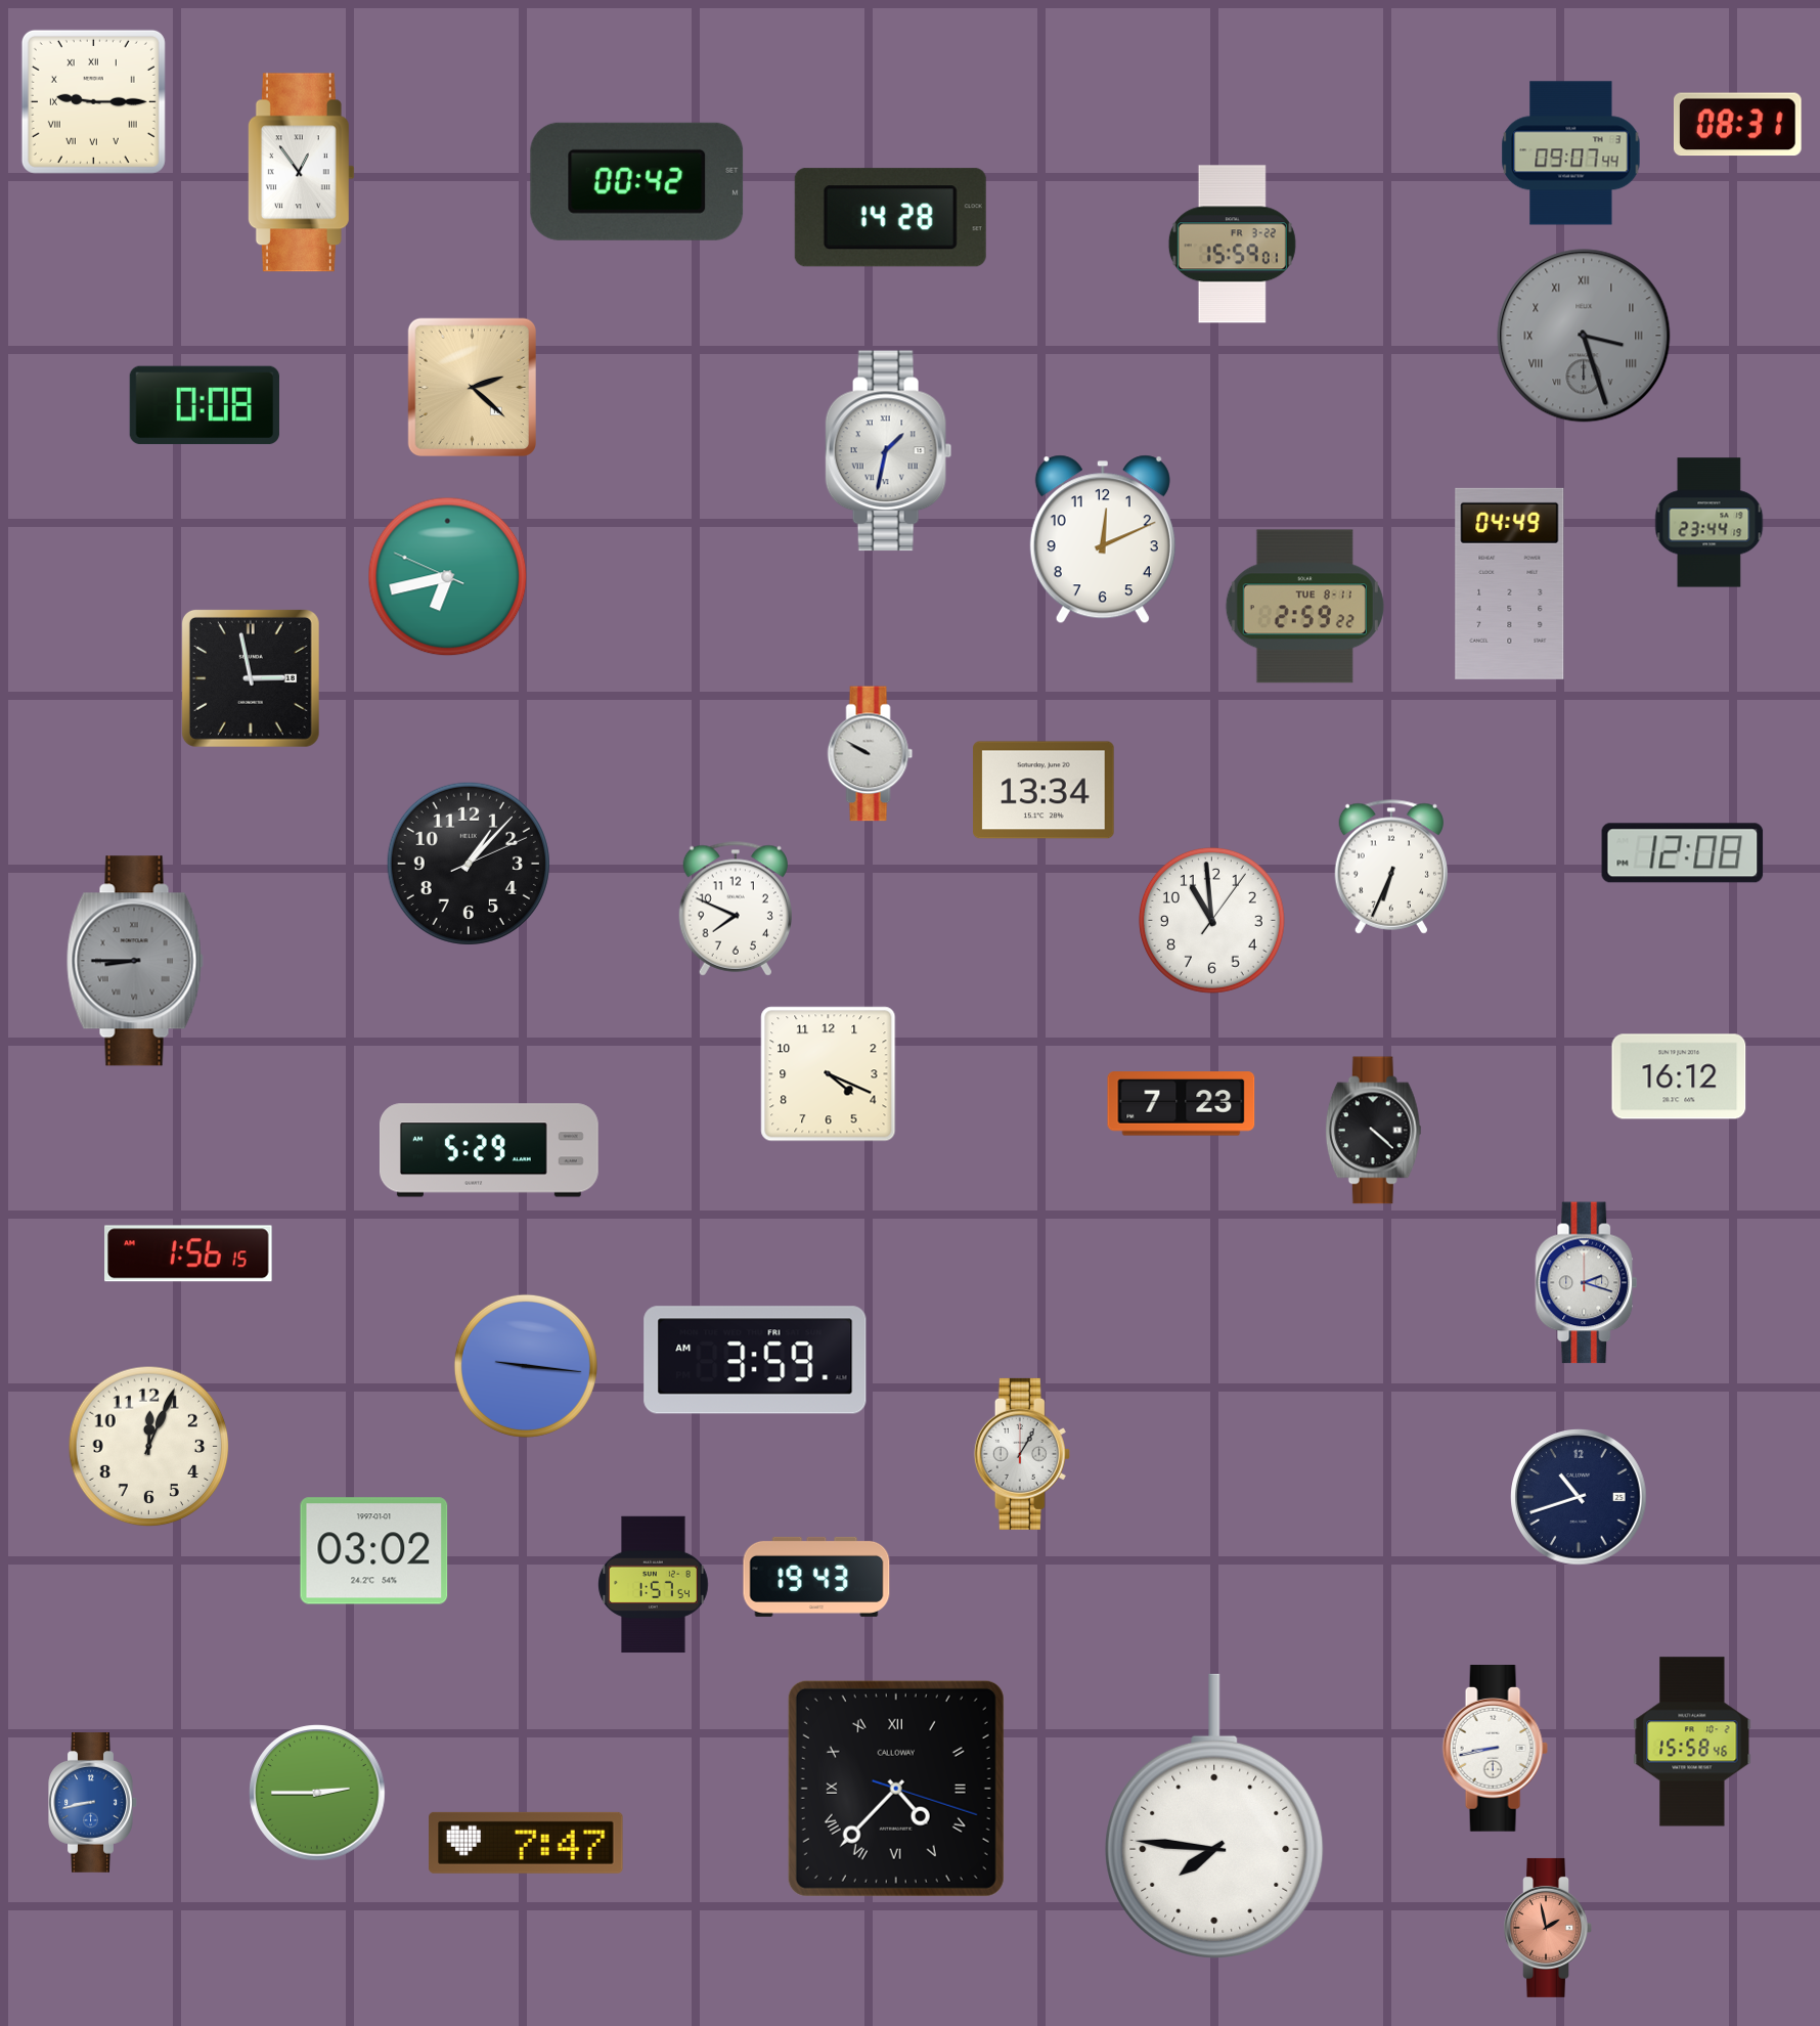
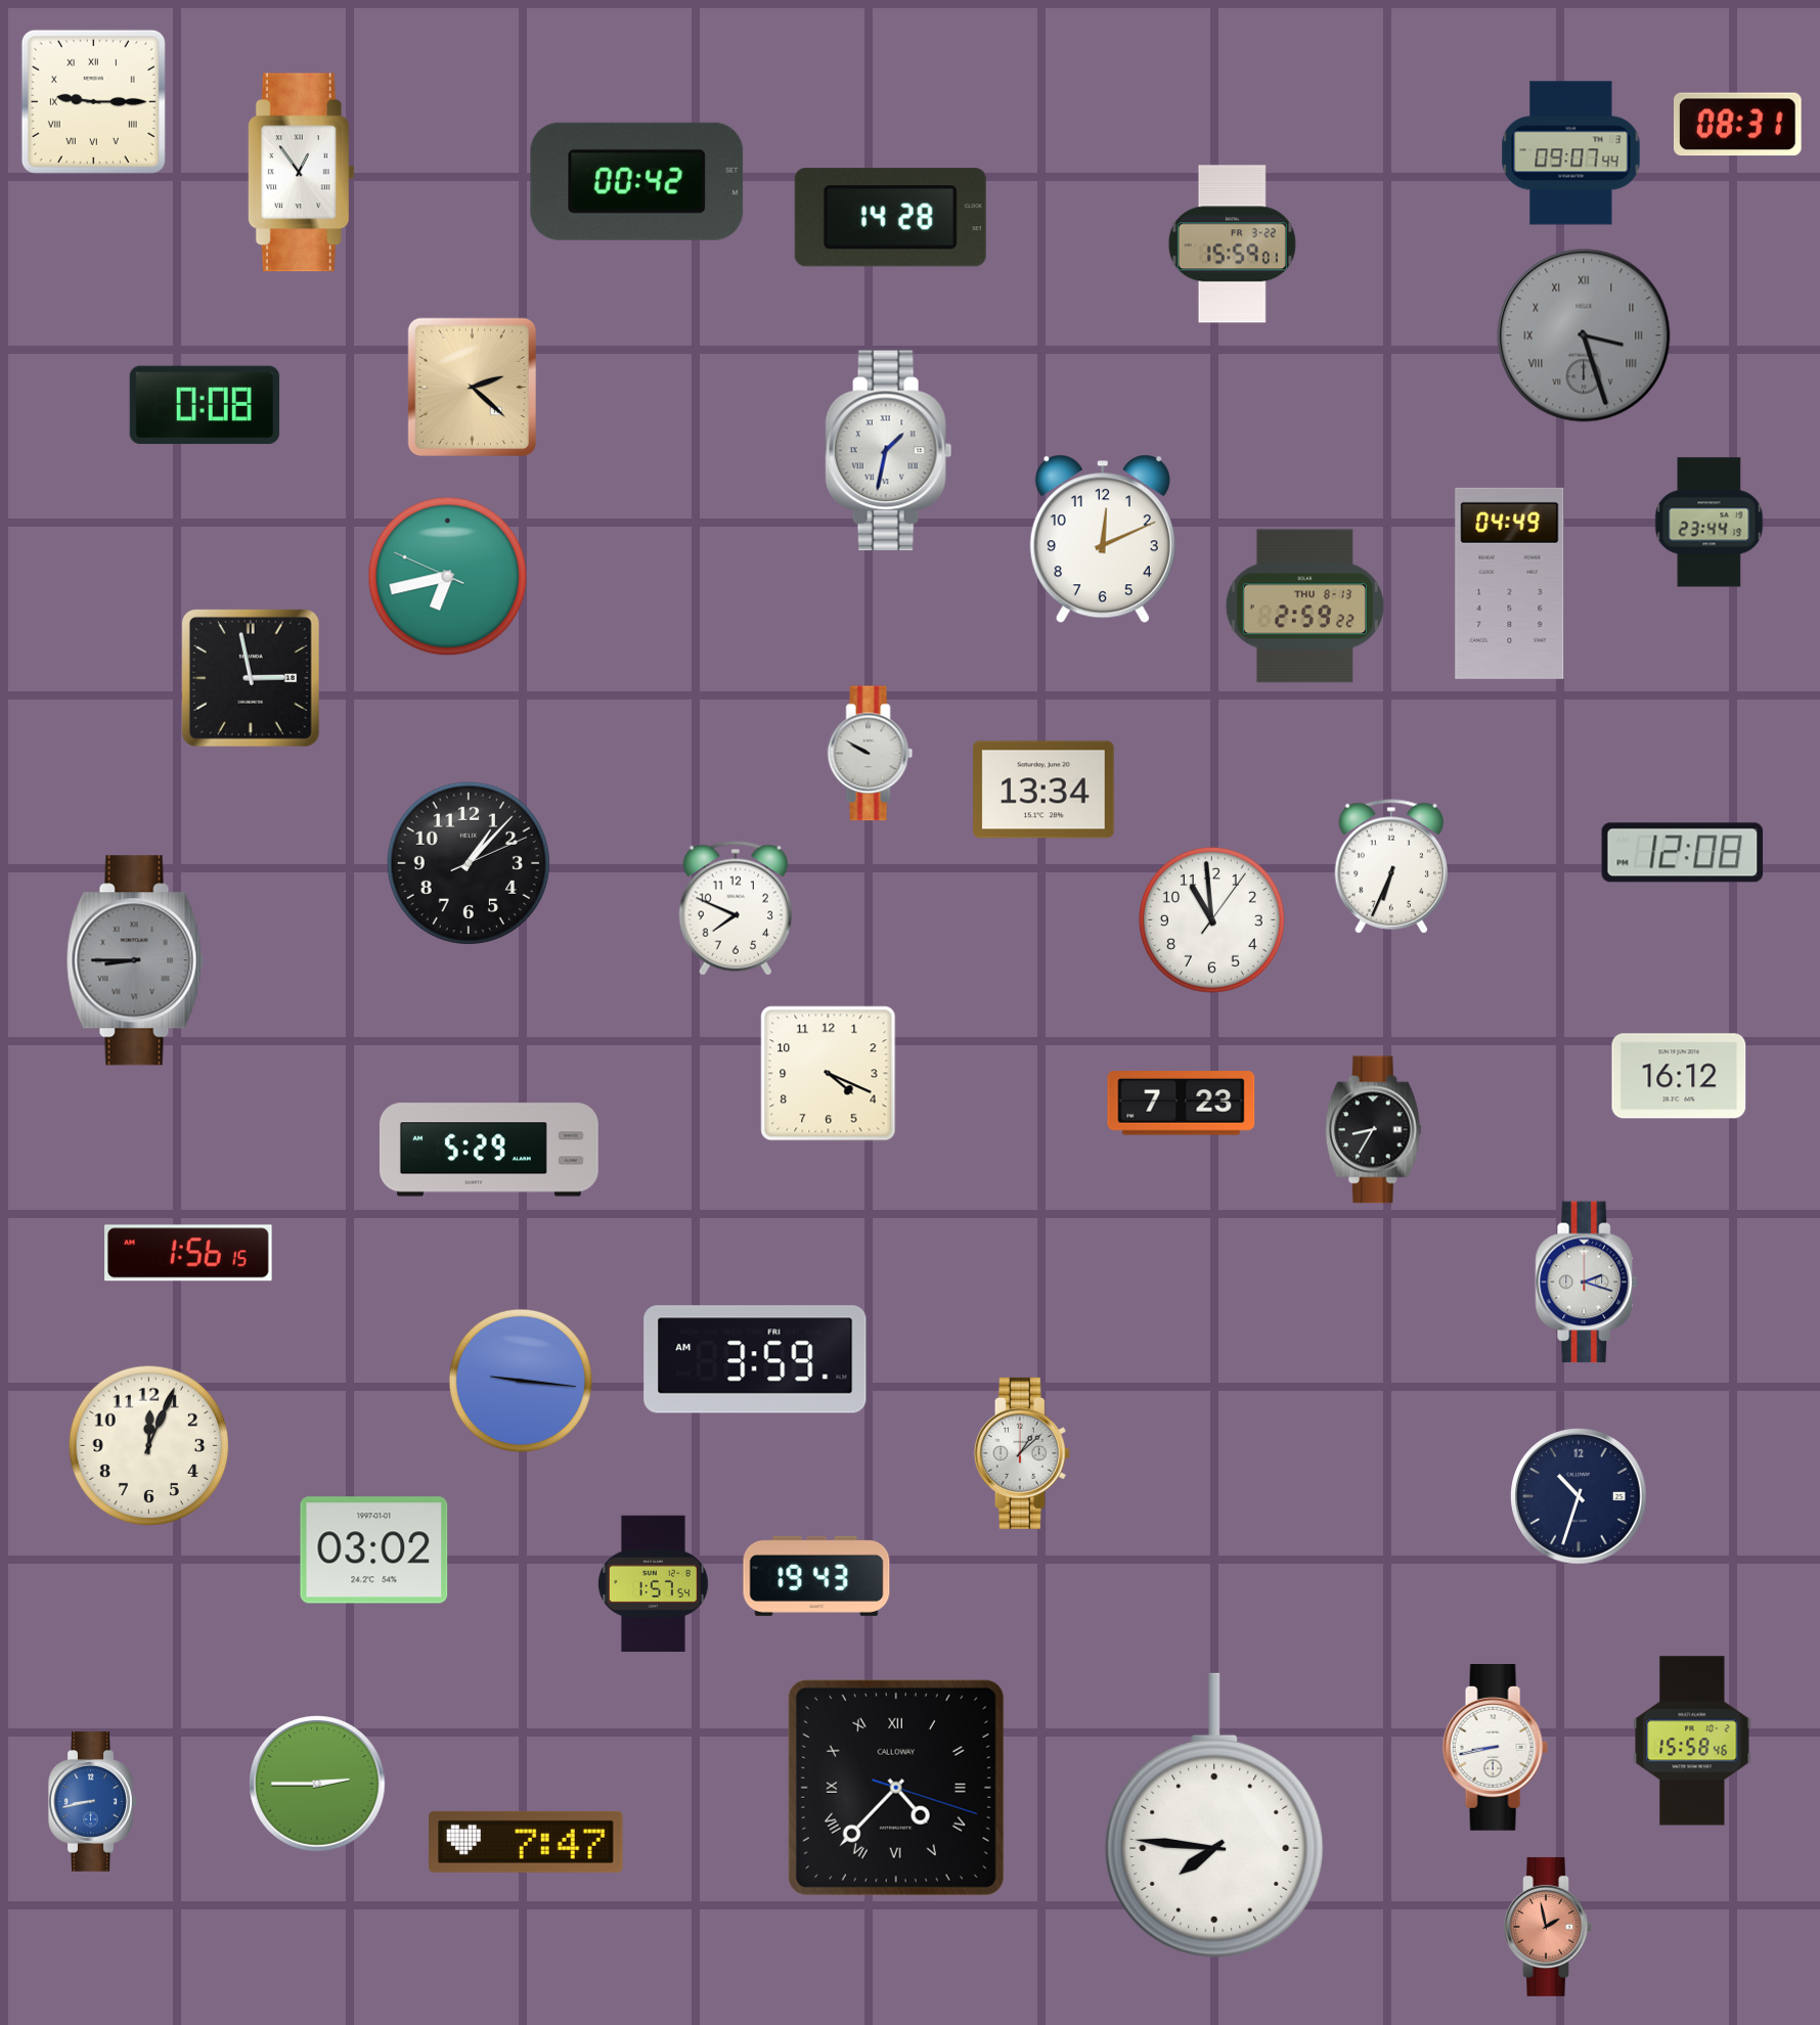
clock at (1304, 607) date: TUE 8-11 -> THU 8-13
clock at (1373, 1131): 4:22 -> 8:35
clock at (526, 1366) position: (526, 1366) -> (521, 1381)
clock at (1022, 1454): 1:05 -> 1:08
clock at (1579, 1497): 10:42 -> 10:33
clock at (317, 1793) position: (317, 1793) -> (317, 1784)
